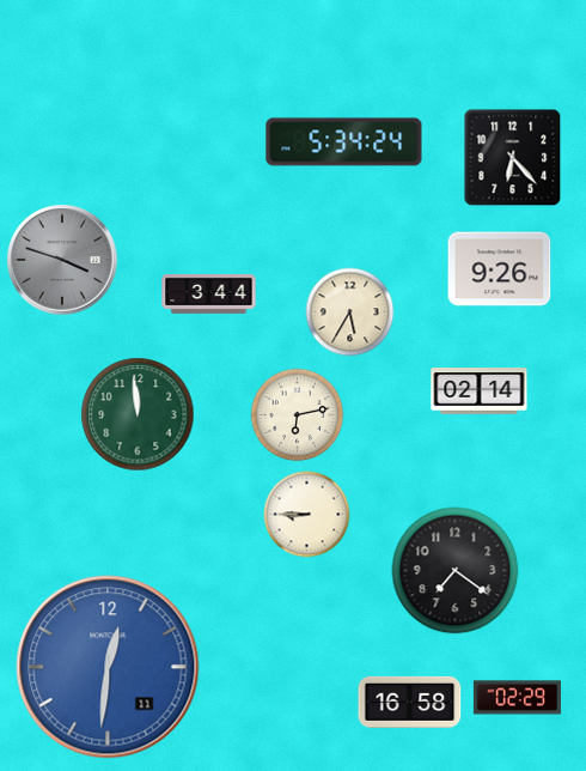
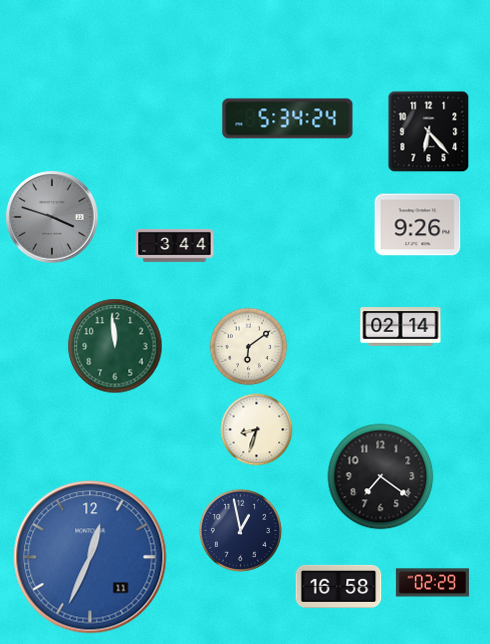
clock at (350, 312): 5:35 -> none
clock at (298, 415): 6:13 -> 6:09
clock at (307, 515): 8:45 -> 8:33
clock at (240, 530): none -> 12:58
clock at (108, 667): 12:31 -> 12:34
clock at (410, 702) position: (410, 702) -> (339, 586)
